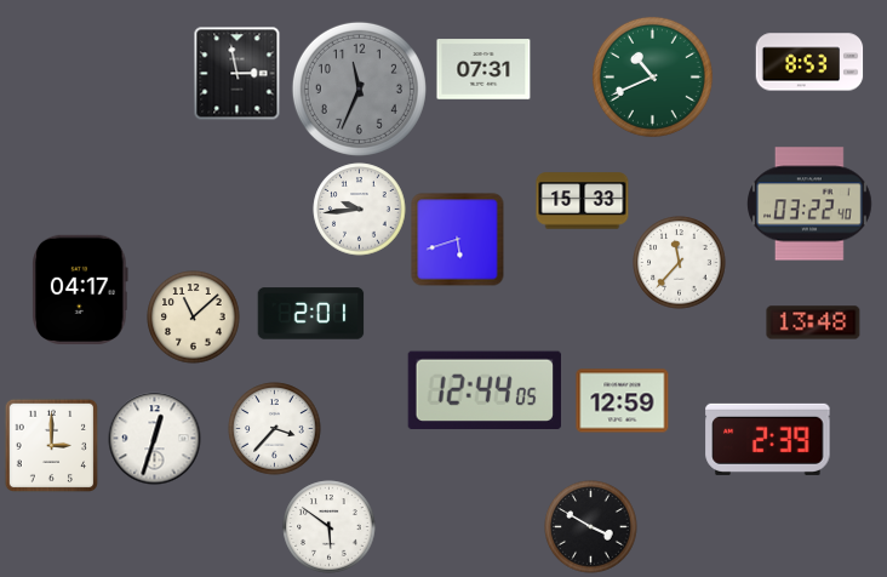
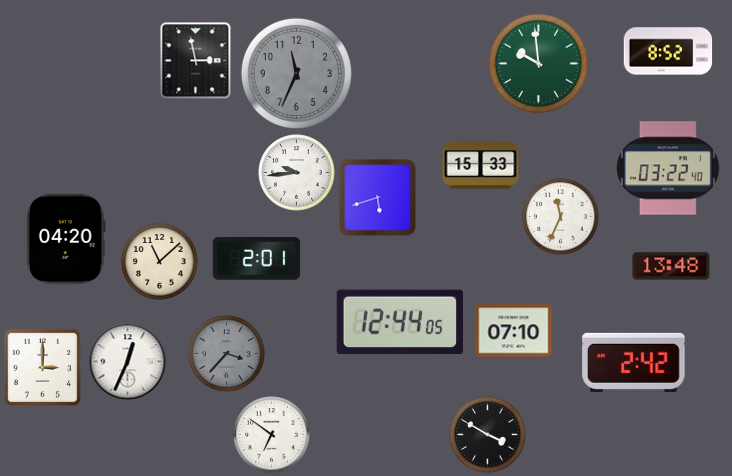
clock at (809, 62): 8:53 -> 8:52
clock at (483, 69): 07:31 -> none
clock at (652, 76): 10:41 -> 9:59
clock at (680, 263): 11:37 -> 11:34
clock at (80, 288): 04:17 -> 04:20
clock at (623, 401): 12:59 -> 07:10
clock at (275, 429) dial: white -> grey
clock at (155, 439): 12:33 -> 12:34
clock at (768, 439): 2:39 -> 2:42
clock at (330, 527): 5:51 -> 6:51
